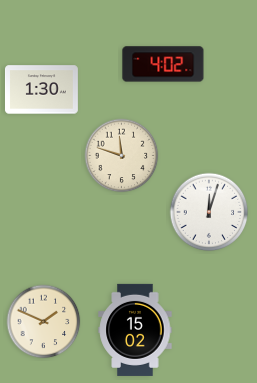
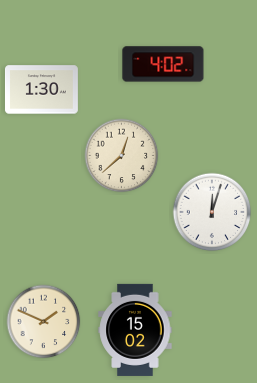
clock at (122, 156): 11:48 -> 12:38
clock at (209, 212) position: (209, 212) -> (212, 212)
